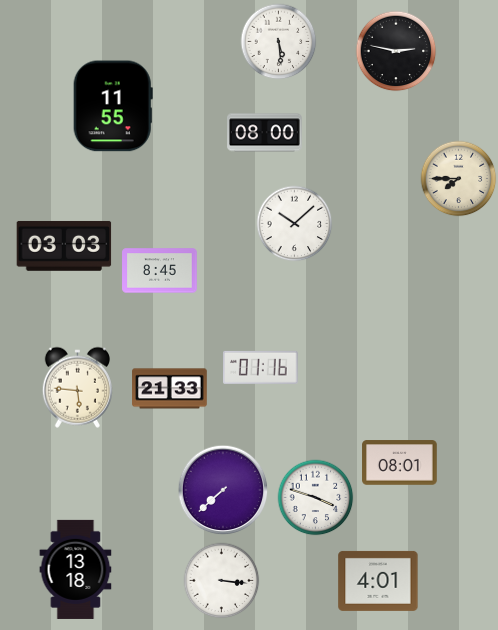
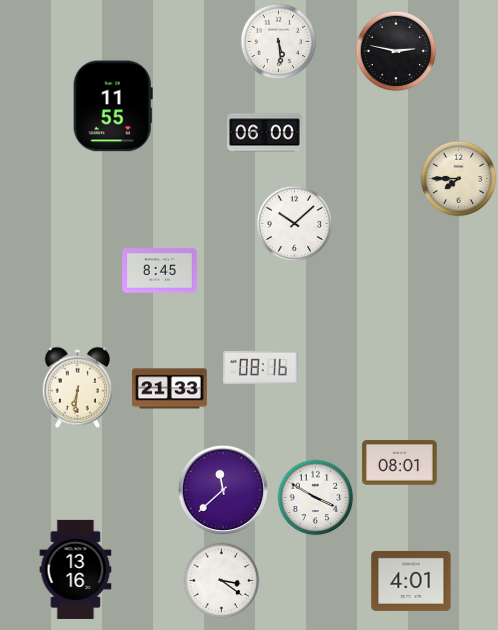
clock at (265, 133): 08:00 -> 06:00
clock at (64, 246): 03:03 -> none
clock at (261, 367): 01:16 -> 08:16
clock at (77, 387): 5:46 -> 6:31
clock at (223, 490): 7:38 -> 11:38
clock at (316, 498): 3:48 -> 3:50
clock at (76, 569): 13:18 -> 13:16
clock at (222, 581): 3:16 -> 3:21
clock at (378, 581) position: (378, 581) -> (411, 581)
